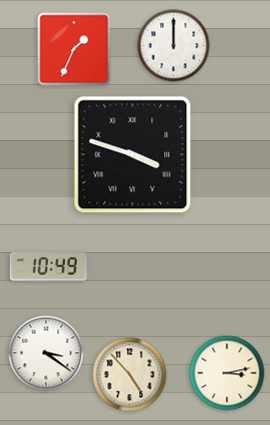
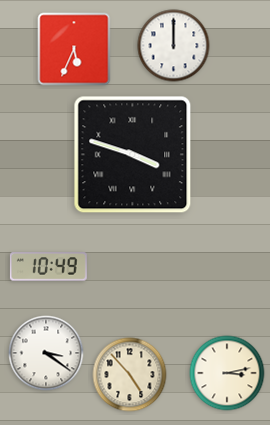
clock at (74, 49): 1:34 -> 5:34
